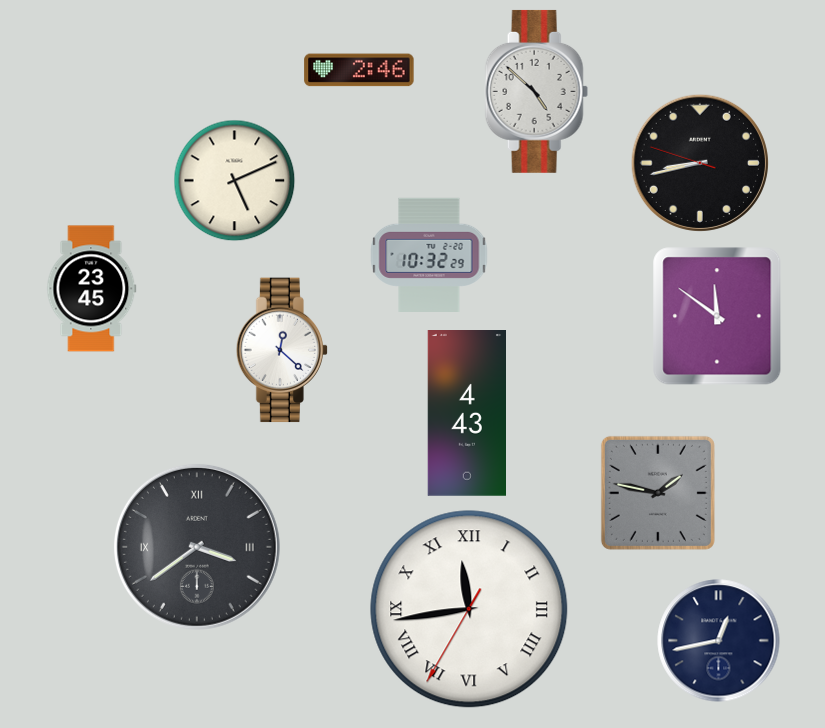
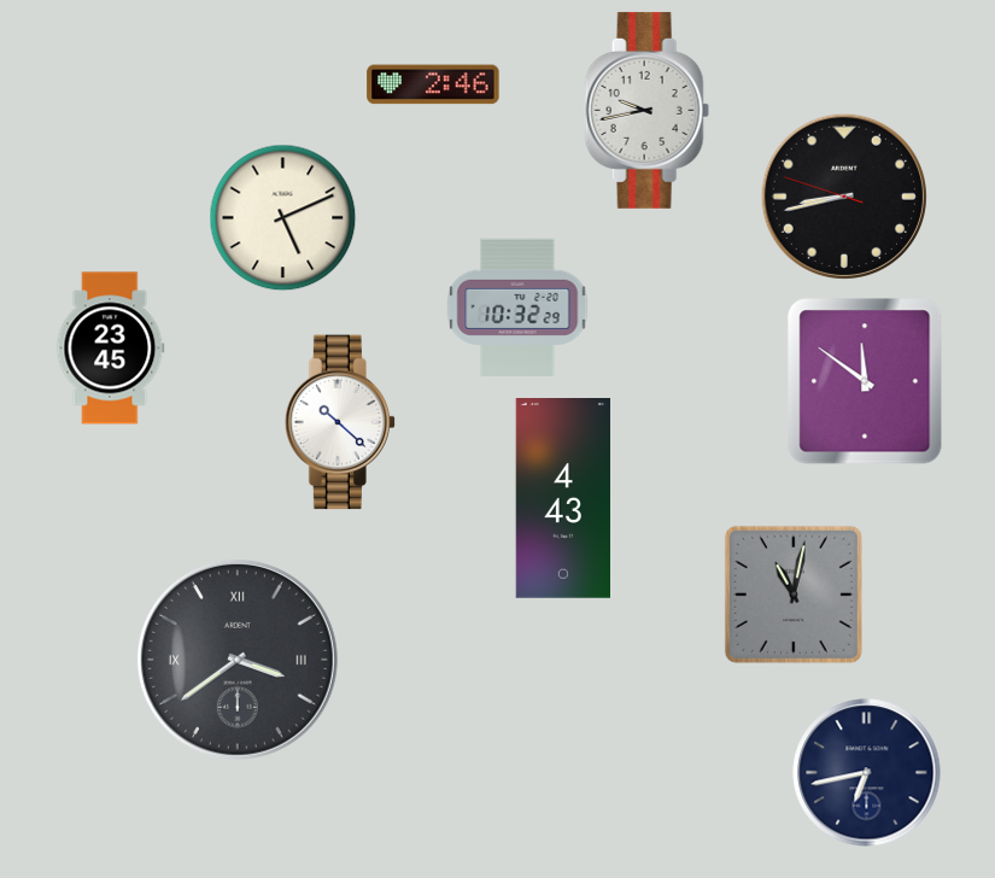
clock at (536, 91): 4:52 -> 9:43
clock at (282, 350): 12:22 -> 10:22
clock at (658, 493): 1:47 -> 11:02
clock at (469, 609): 11:43 -> none
clock at (719, 641): 12:43 -> 6:43
